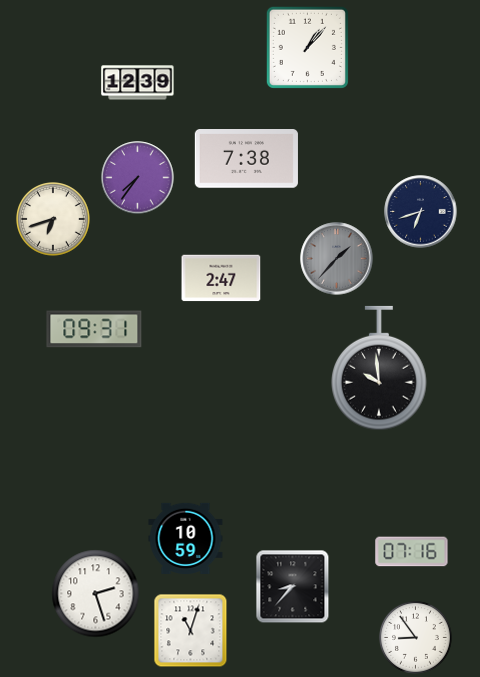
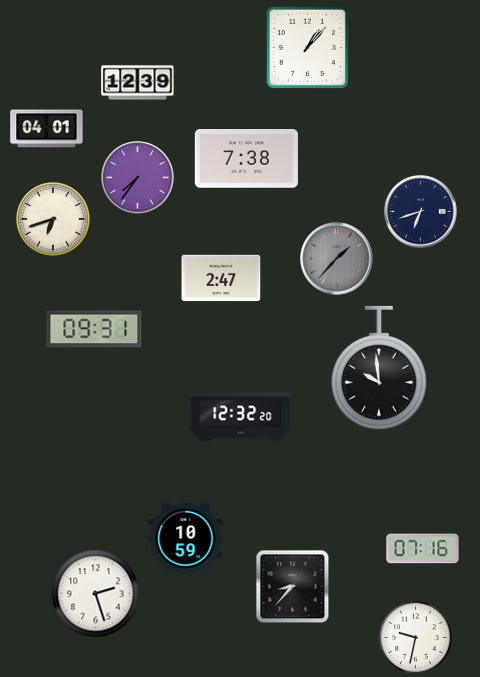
clock at (47, 129): none -> 04:01
clock at (241, 417): none -> 12:32
clock at (412, 552) position: (412, 552) -> (423, 549)
clock at (191, 631): 11:03 -> none
clock at (415, 637): 8:54 -> 9:32
